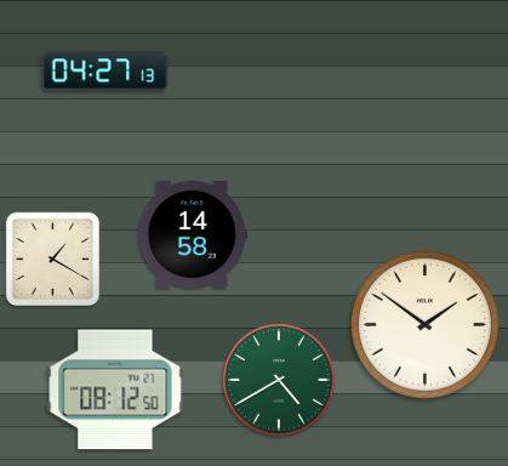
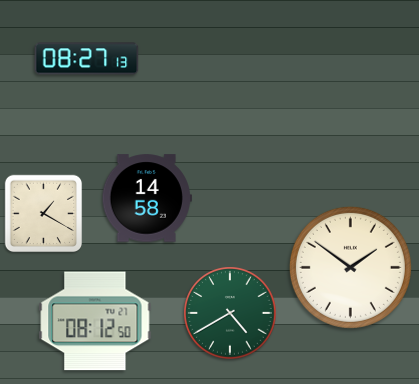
clock at (105, 72): 04:27 -> 08:27
clock at (193, 234) position: (193, 234) -> (147, 198)
